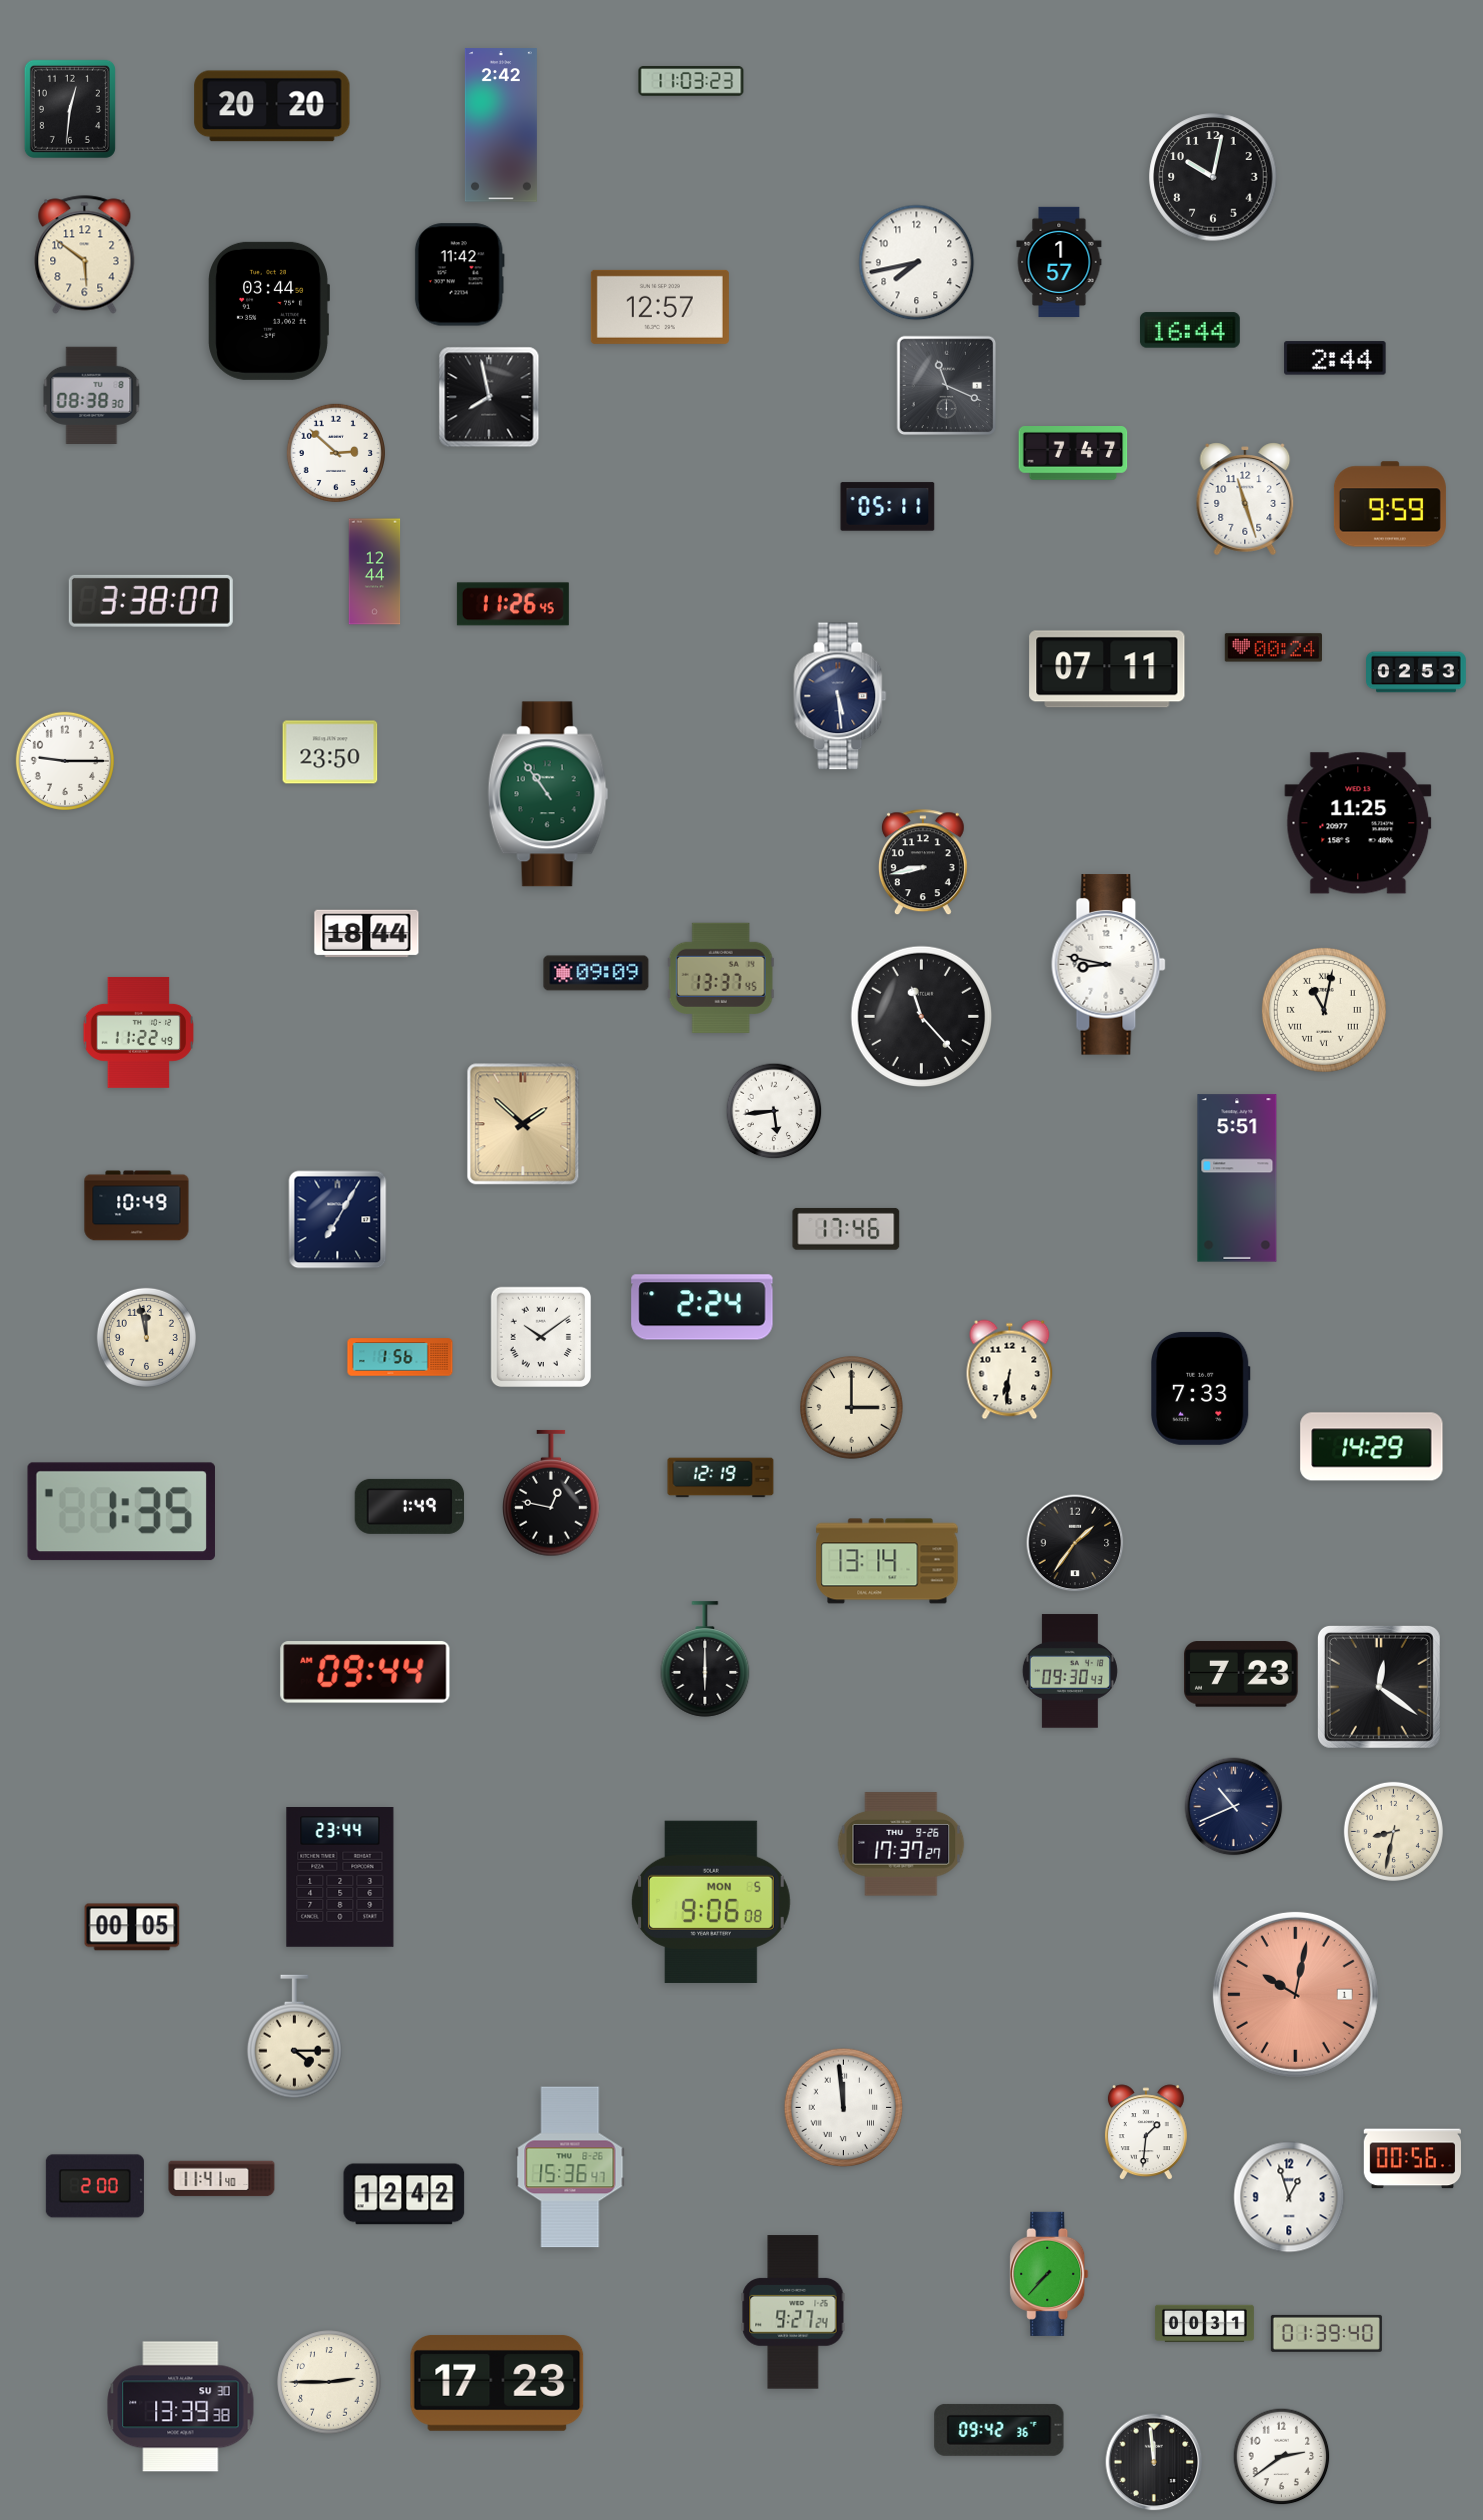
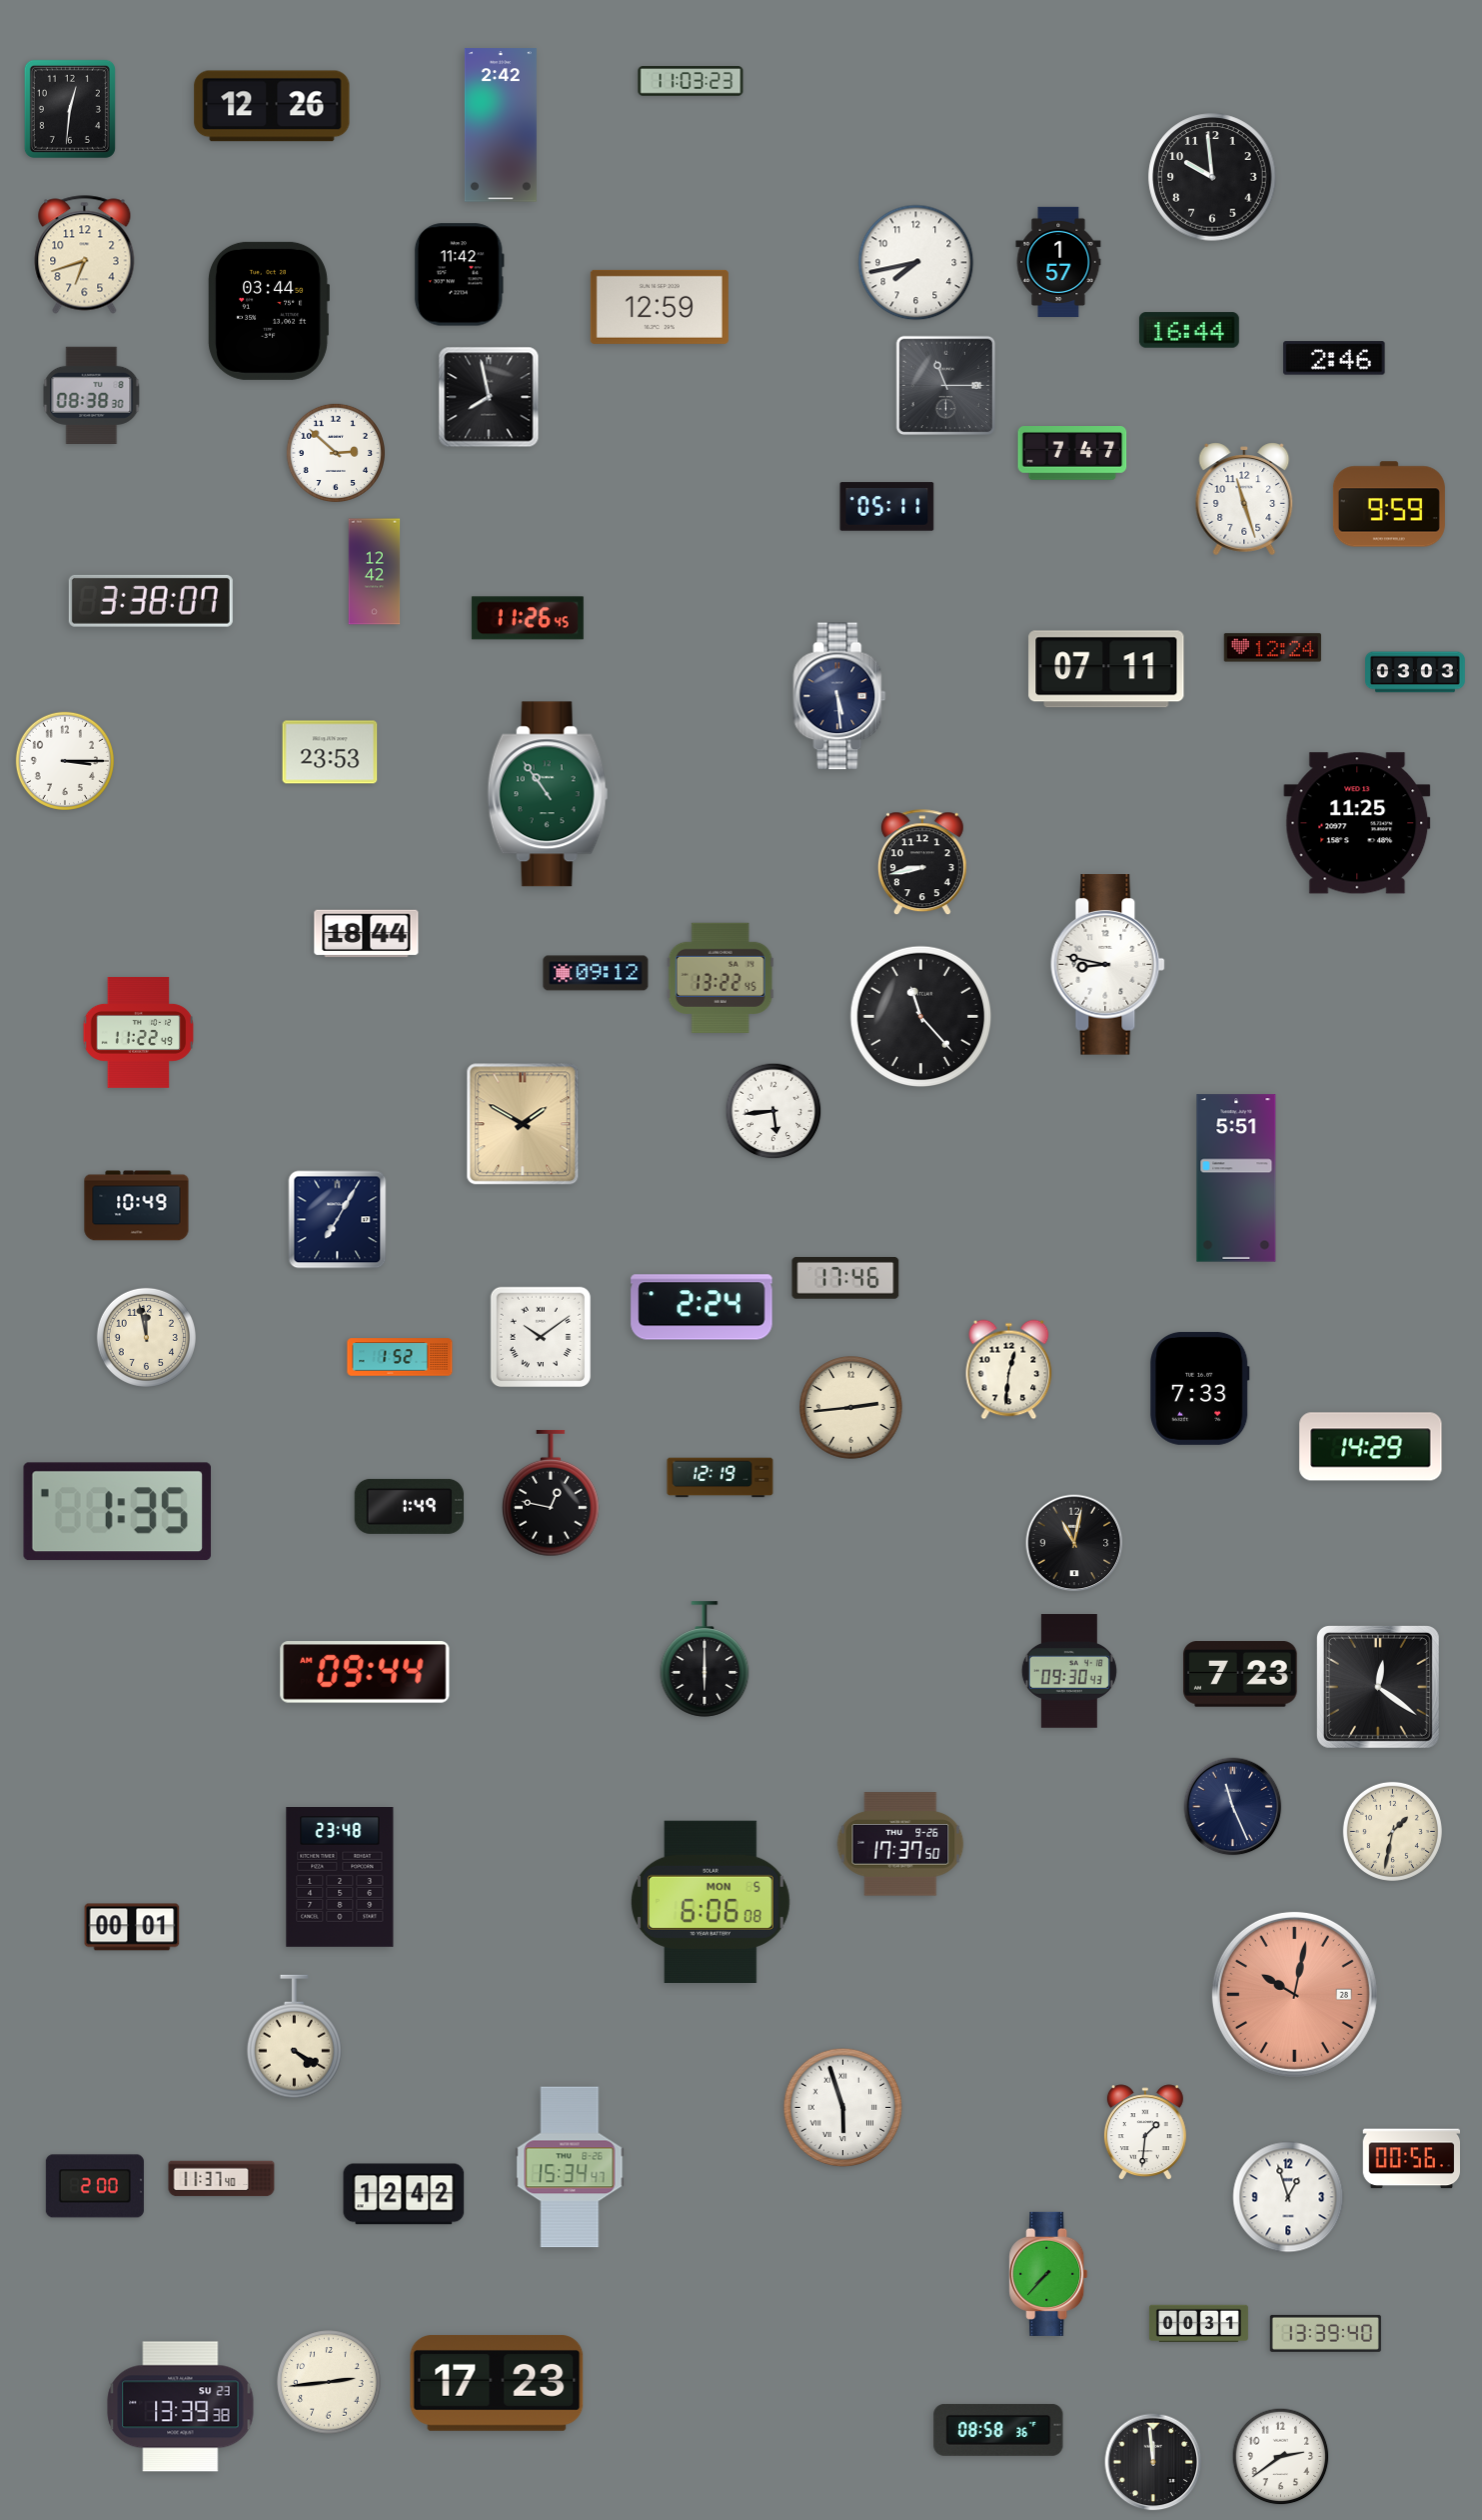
clock at (272, 106): 20:20 -> 12:26
clock at (1213, 177): 10:02 -> 9:59
clock at (85, 255): 5:51 -> 6:42
clock at (660, 307): 12:57 -> 12:59
clock at (1335, 358): 2:44 -> 2:46
clock at (947, 386): 11:19 -> 11:15
clock at (375, 572): 12:44 -> 12:42
clock at (513, 604) position: (513, 604) -> (528, 618)
clock at (1273, 648): 00:24 -> 12:24
clock at (1416, 672): 02:53 -> 03:03
clock at (330, 752): 23:50 -> 23:53
clock at (65, 761): 9:15 -> 3:15
clock at (596, 973): 09:09 -> 09:12
clock at (721, 978): 13:37 -> 13:22
clock at (1324, 1010): 11:02 -> none
clock at (523, 1124): 1:52 -> 1:50
clock at (846, 1229) position: (846, 1229) -> (845, 1278)
clock at (400, 1357): 1:56 -> 1:52
clock at (1010, 1370): 6:31 -> 12:31
clock at (852, 1408): 3:00 -> 2:44
clock at (121, 1512) position: (121, 1512) -> (117, 1512)
clock at (1075, 1543): 1:36 -> 11:02
clock at (887, 1561): 13:14 -> none
clock at (1234, 1807): 10:41 -> 11:26
clock at (1393, 1831): 8:32 -> 1:32
clock at (901, 1844): 17:37:27 -> 17:37:50
clock at (340, 1878): 23:44 -> 23:48
clock at (711, 1902): 9:06 -> 6:06
clock at (132, 1927): 00:05 -> 00:01
clock at (1295, 1994) date: 1 -> 28
clock at (294, 2037): 4:15 -> 4:20
clock at (844, 2108): 11:59 -> 5:57
clock at (570, 2167): 15:36 -> 15:34
clock at (222, 2179): 11:41 -> 11:37
clock at (793, 2312): 9:27 -> none
clock at (1204, 2324) position: (1204, 2324) -> (1198, 2324)
clock at (1326, 2333): 01:39 -> 13:39
clock at (329, 2382): 2:45 -> 2:44
clock at (181, 2407) date: SU 30 -> SU 23
clock at (999, 2430): 09:42 -> 08:58
